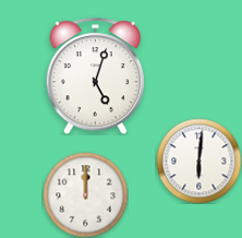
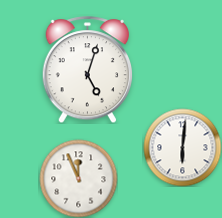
clock at (85, 194): 12:00 -> 11:56
